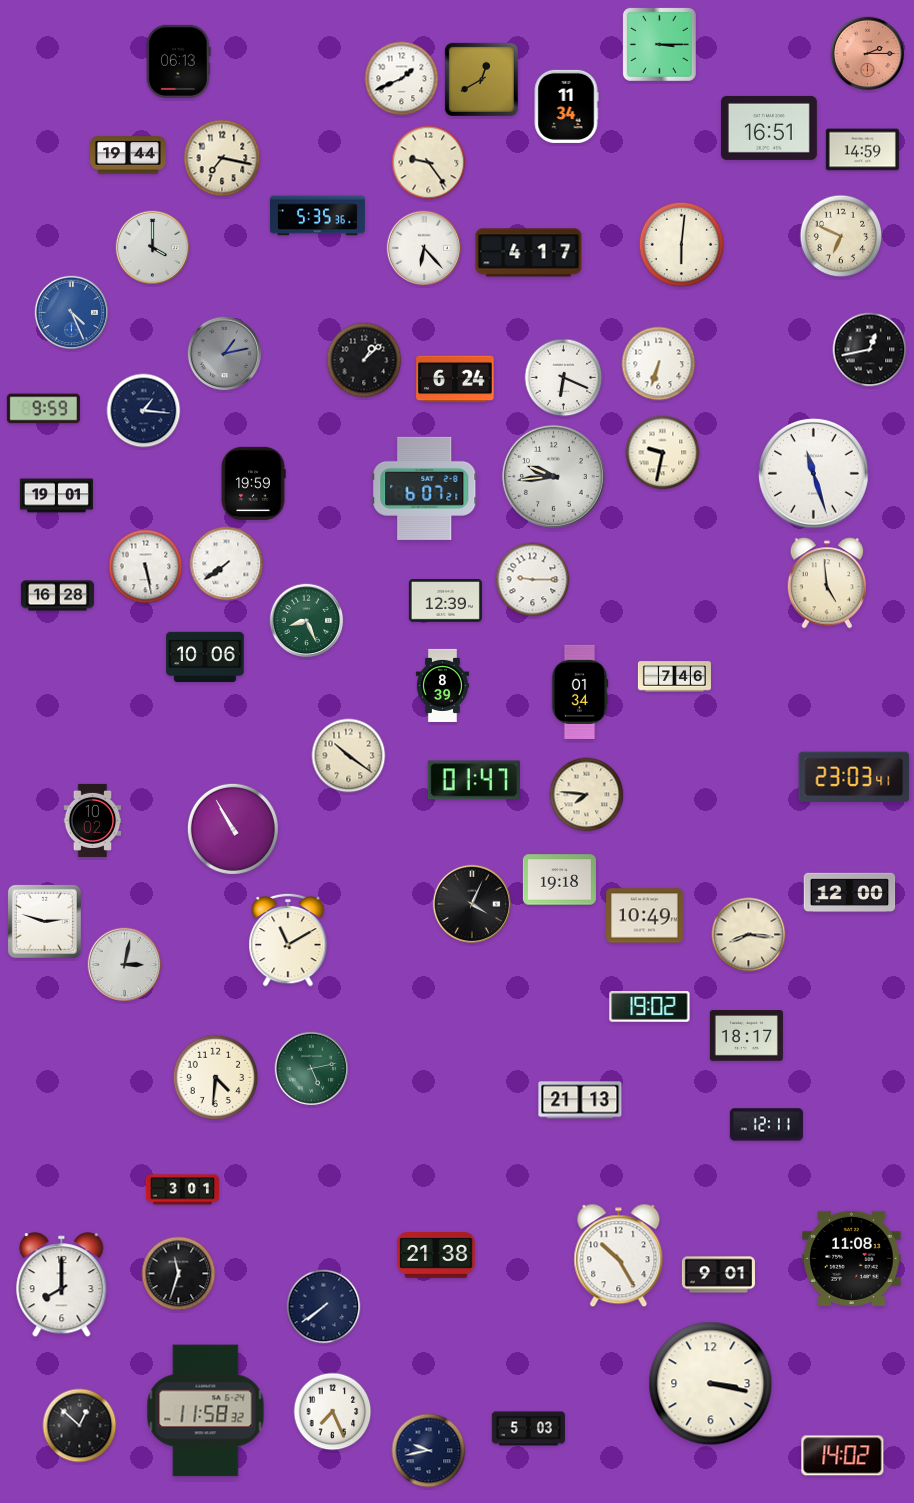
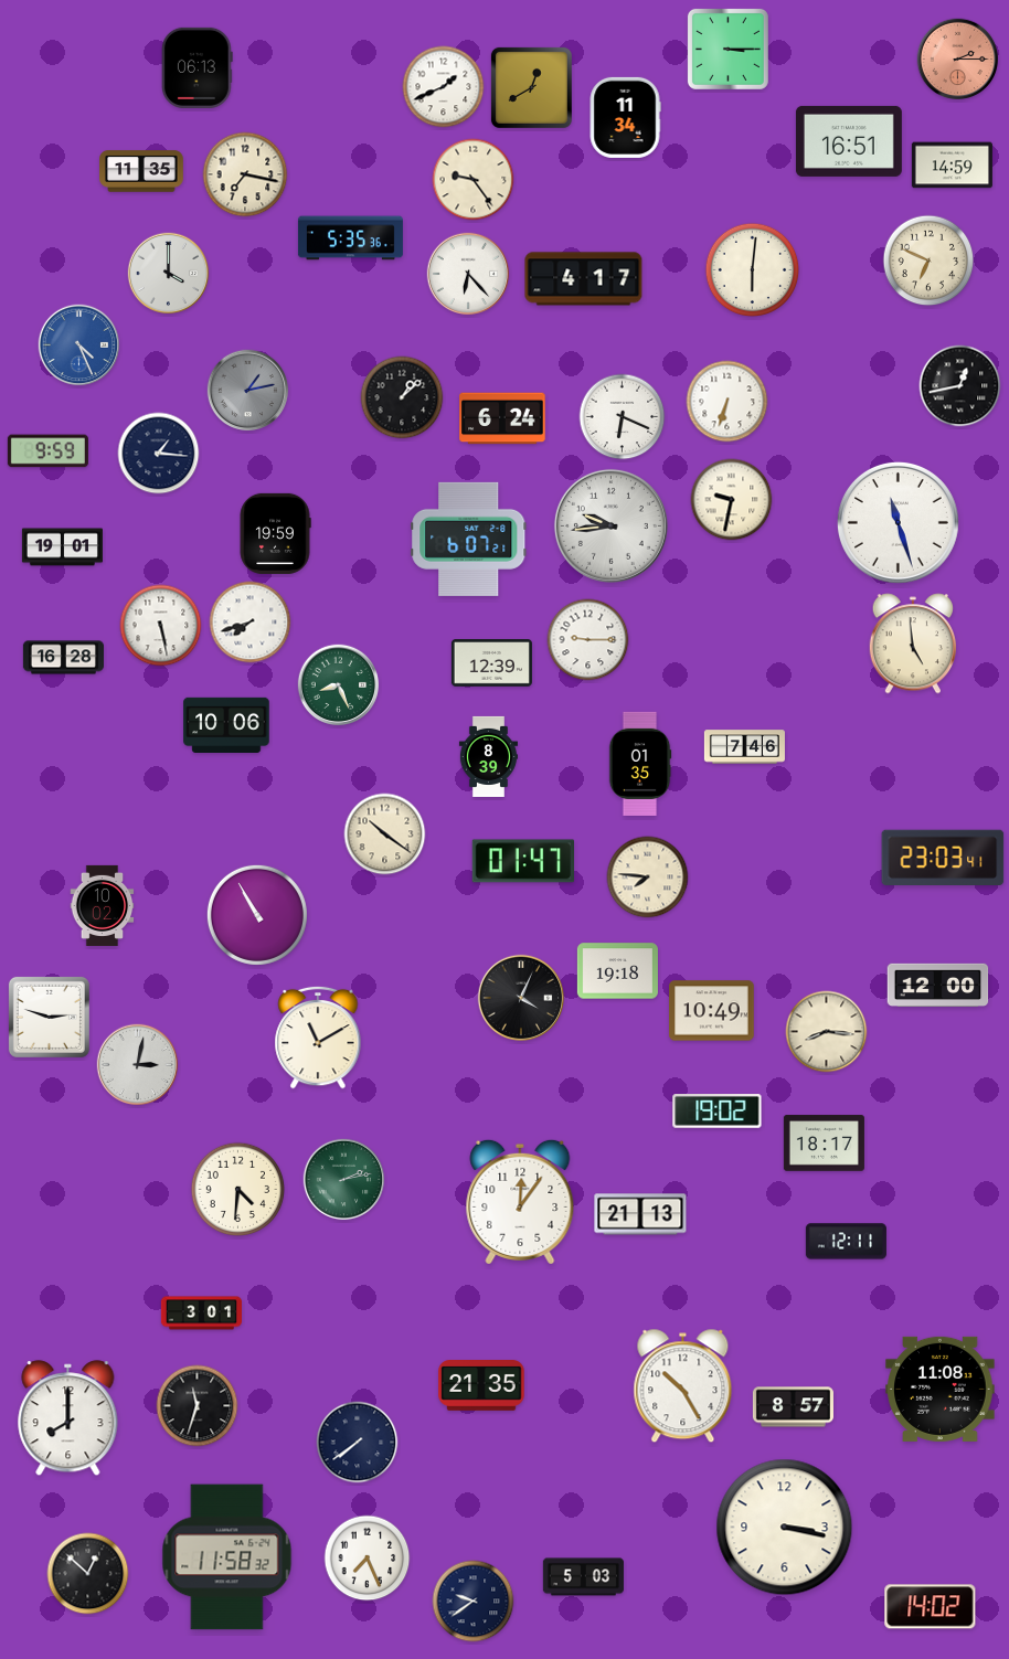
clock at (128, 155): 19:44 -> 11:35
clock at (253, 483) position: (253, 483) -> (275, 533)
clock at (227, 564): 7:39 -> 7:42
clock at (580, 692): 01:34 -> 01:35
clock at (312, 1069): 5:13 -> 2:13
clock at (520, 1202): none -> 12:06
clock at (436, 1256): 21:38 -> 21:35
clock at (718, 1275): 9:01 -> 8:57
clock at (429, 1451): 9:43 -> 9:39
